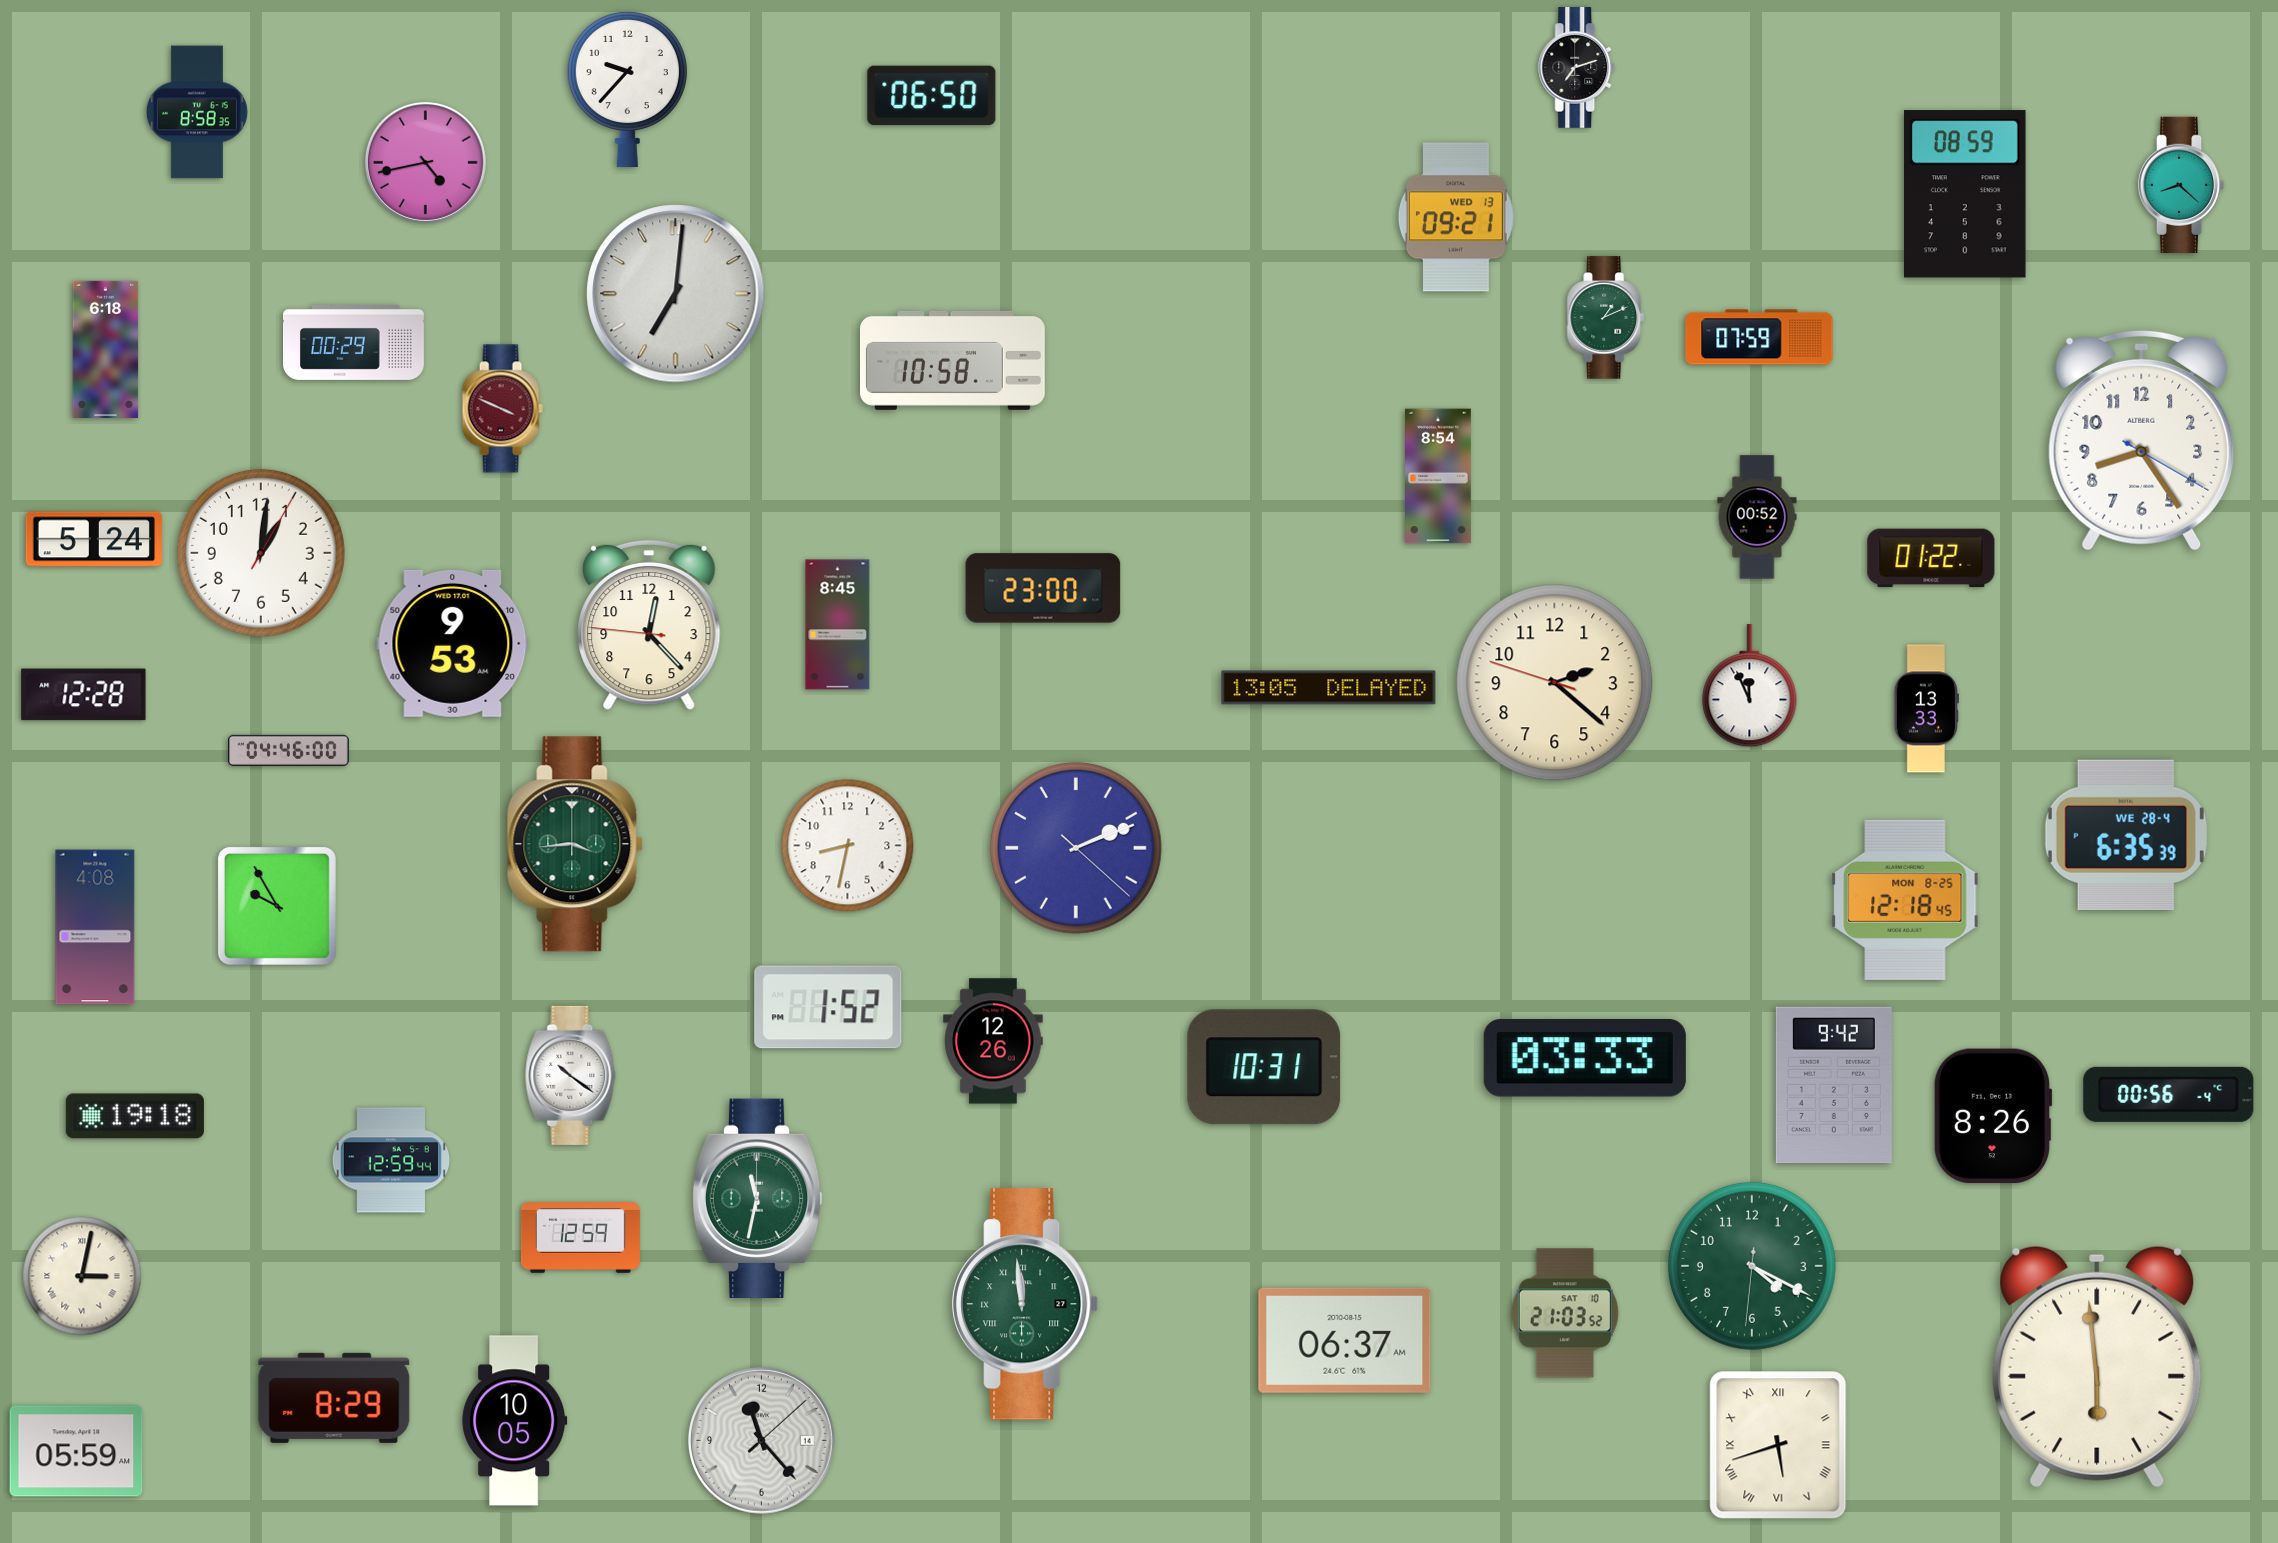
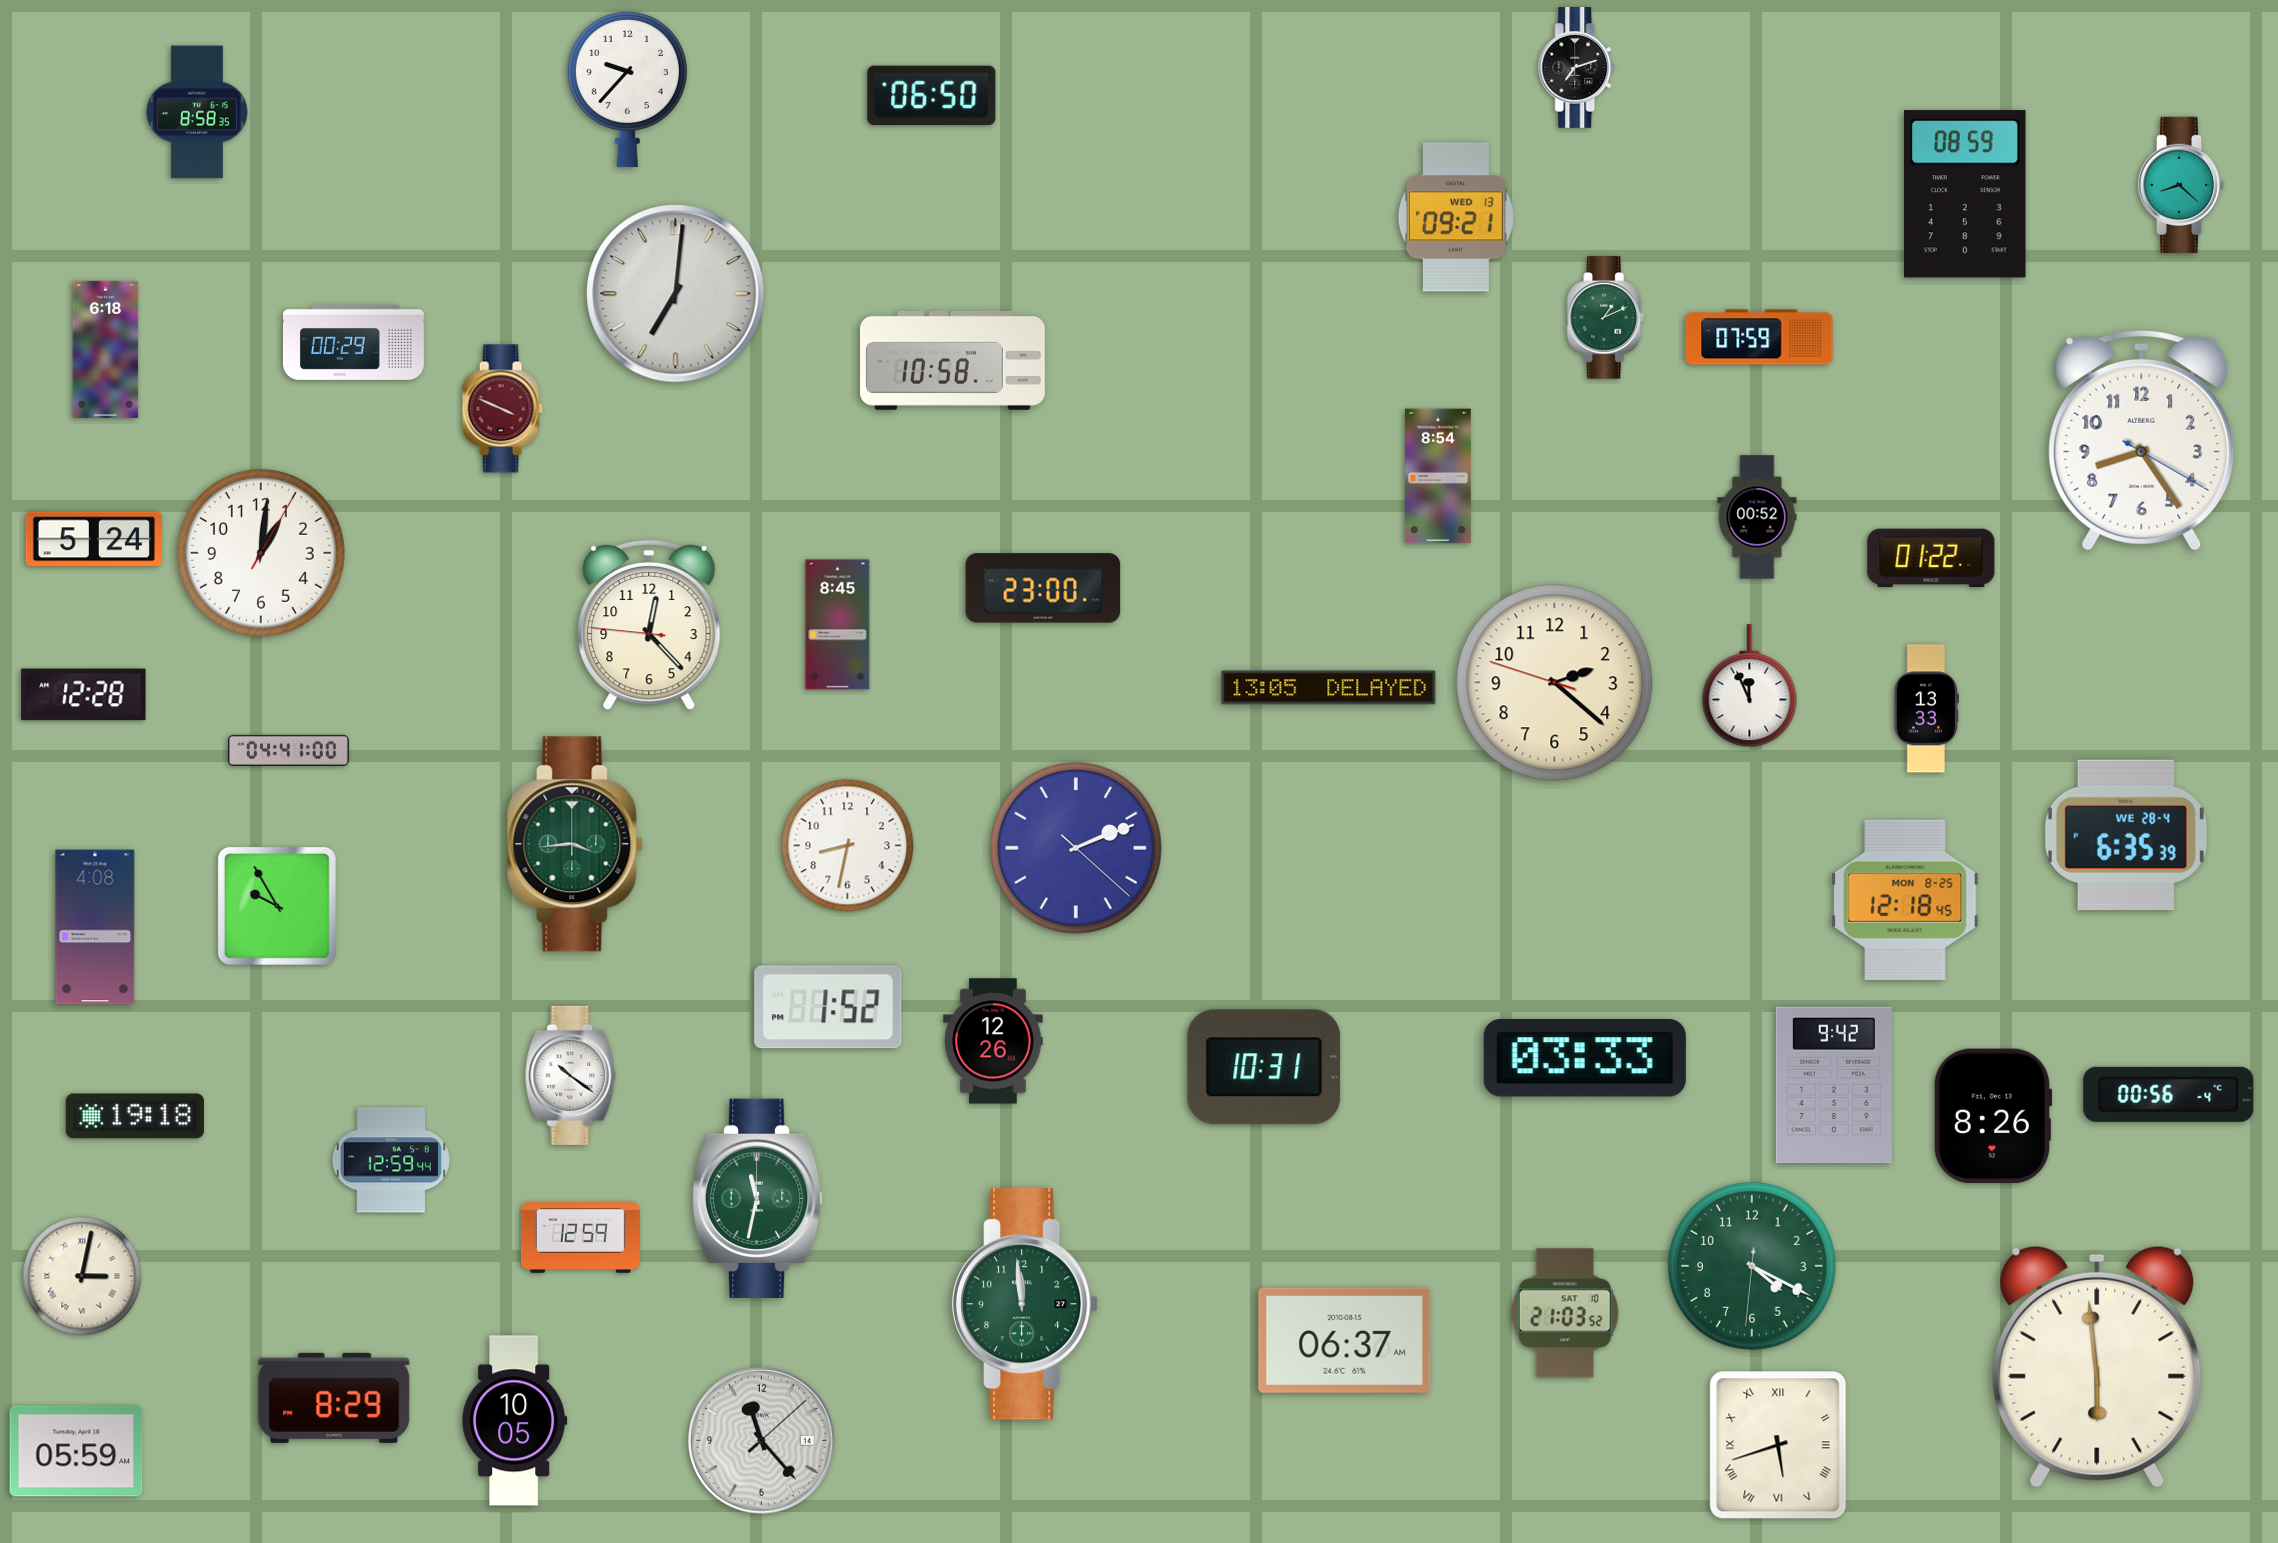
clock at (425, 162): 4:43 -> none
clock at (453, 643): 9:53 -> none
clock at (289, 750): 04:46 -> 04:41
clock at (1026, 1304) numerals: Roman -> Arabic
